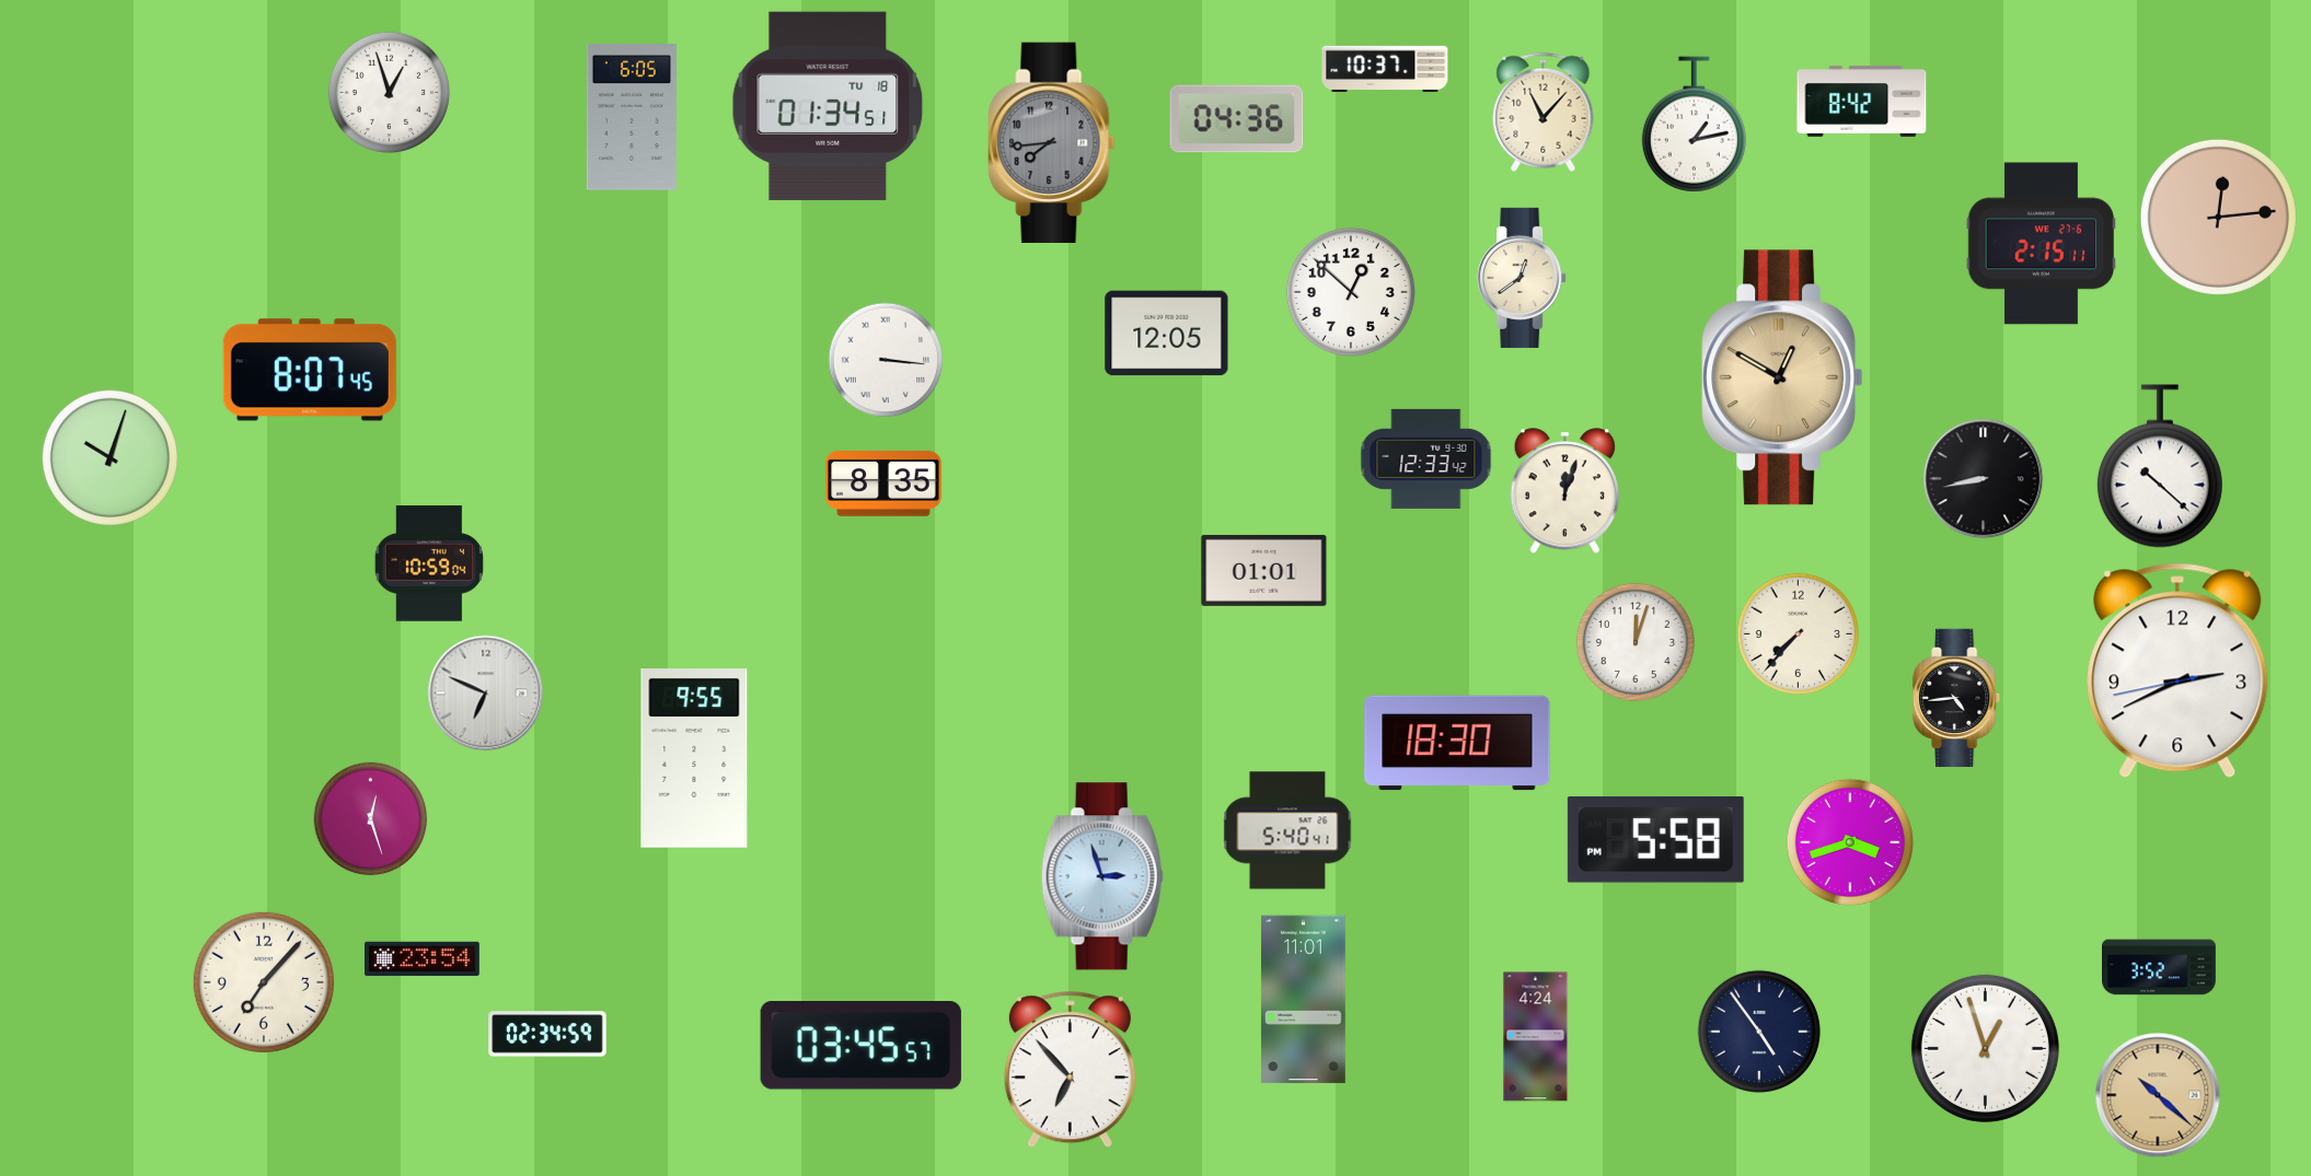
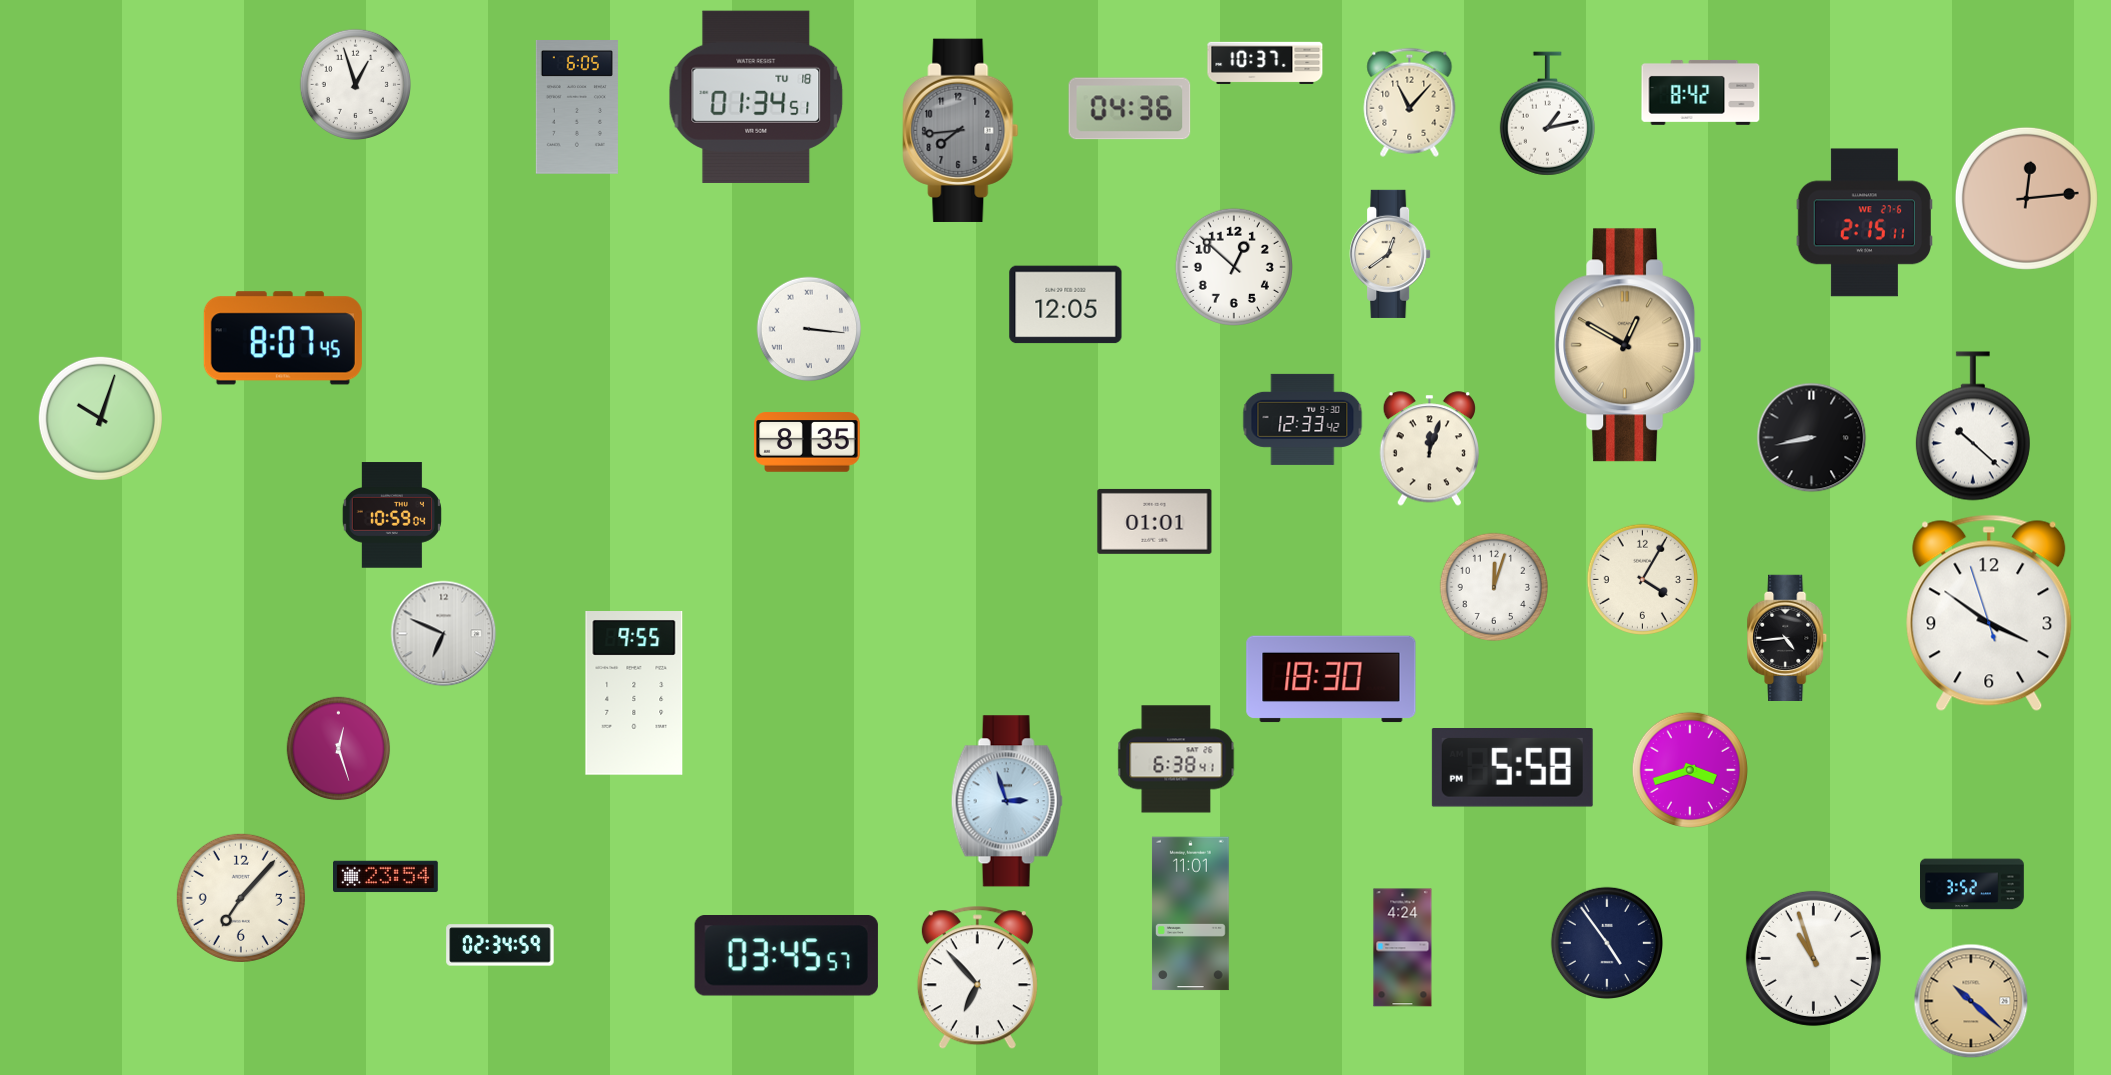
clock at (1798, 633): 7:37 -> 4:05
clock at (2177, 671): 2:40 -> 3:50
clock at (1287, 830): 5:40 -> 6:38
clock at (1985, 1048): 12:57 -> 10:57
